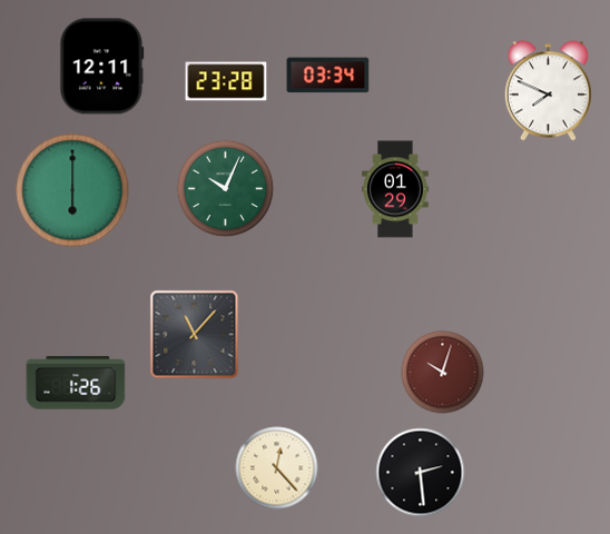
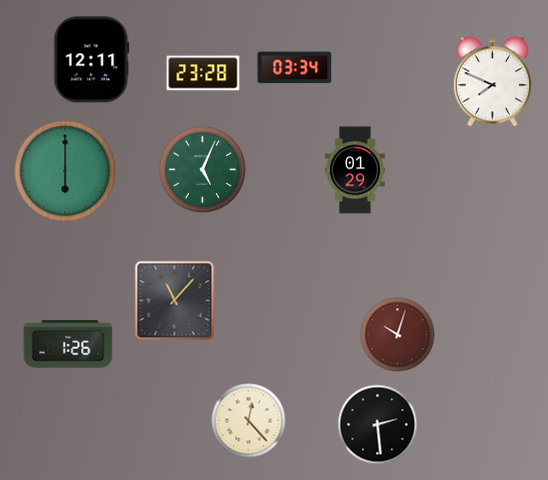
clock at (226, 189): 10:04 -> 5:04
